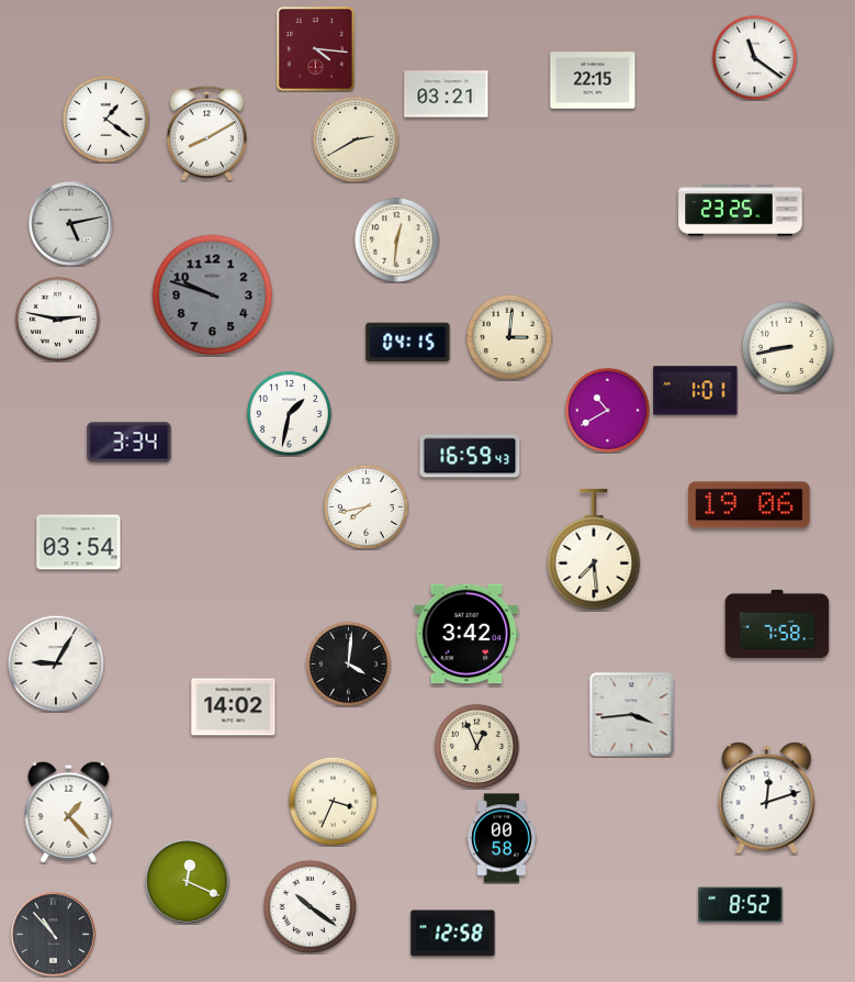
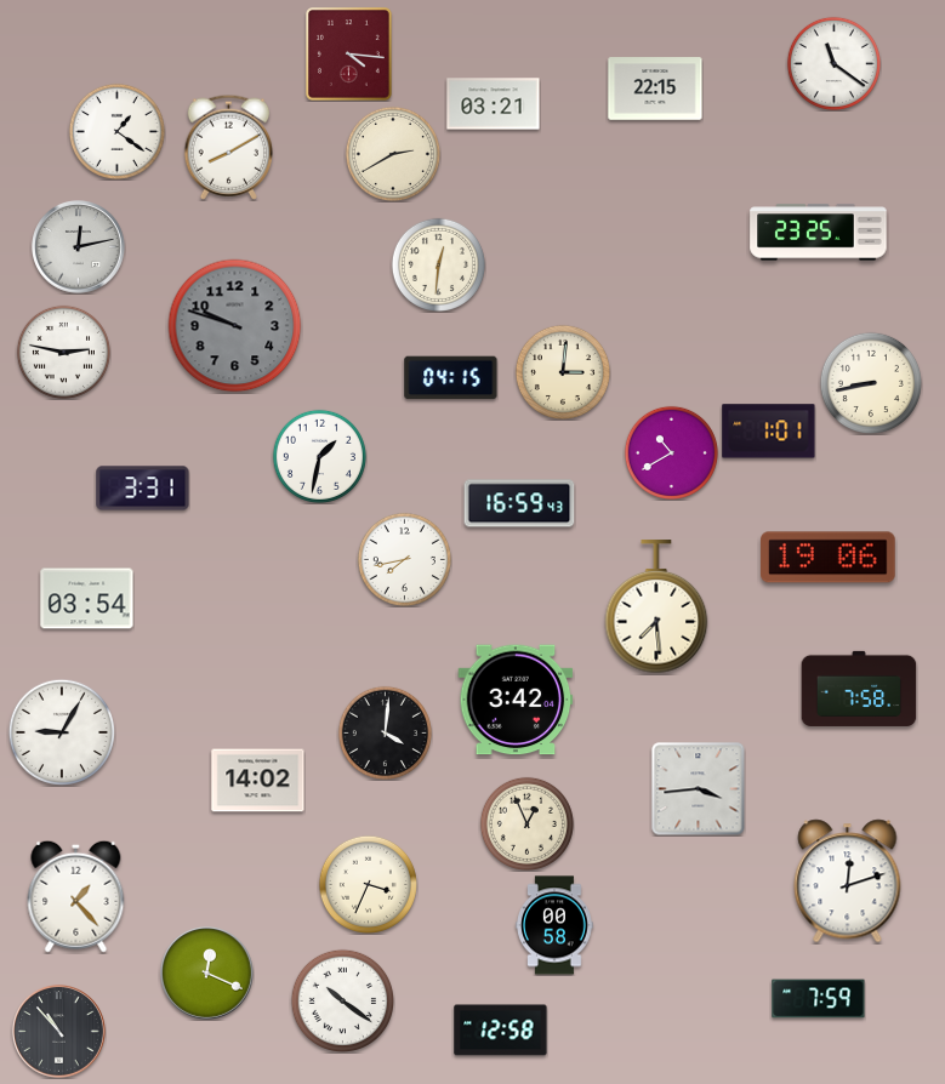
clock at (71, 224): 5:13 -> 12:13
clock at (130, 443): 3:34 -> 3:31
clock at (741, 905): 8:52 -> 7:59
